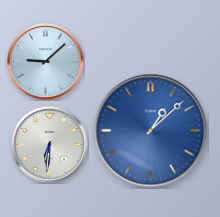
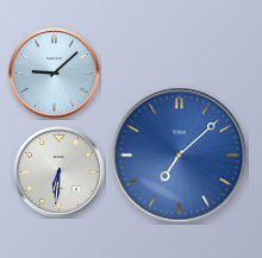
clock at (151, 131): 1:08 -> 7:08
